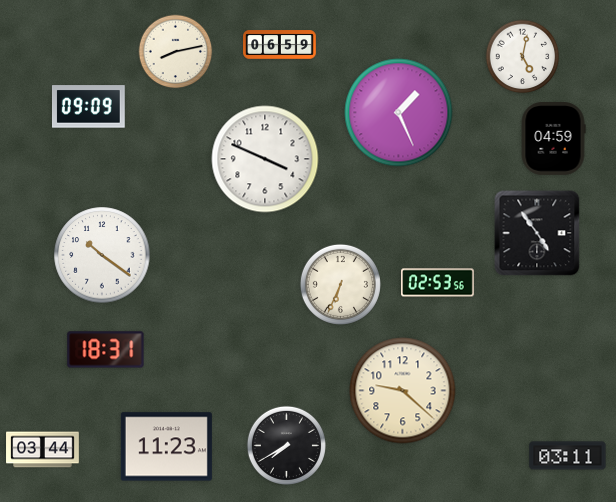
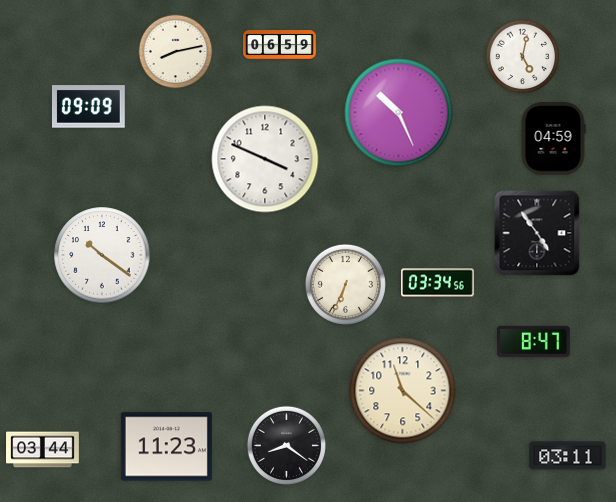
clock at (399, 113): 1:26 -> 10:26
clock at (438, 283): 02:53 -> 03:34
clock at (340, 284) position: (340, 284) -> (345, 284)
clock at (534, 341): none -> 8:47
clock at (106, 350): 18:31 -> none
clock at (403, 391): 9:22 -> 11:22
clock at (286, 445): 7:40 -> 8:21
